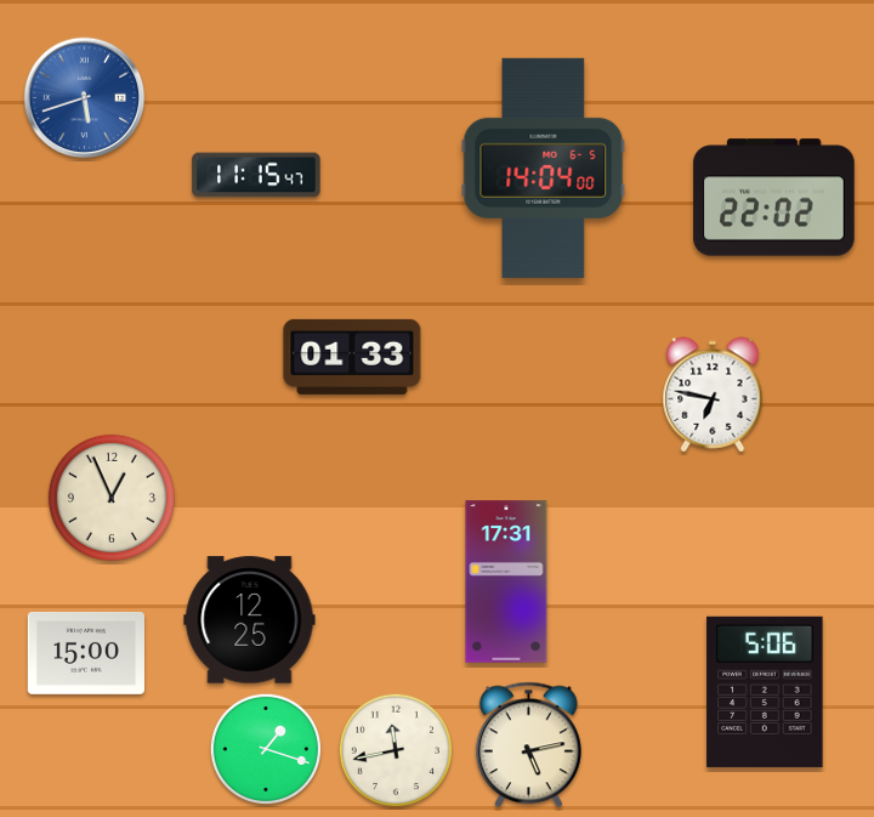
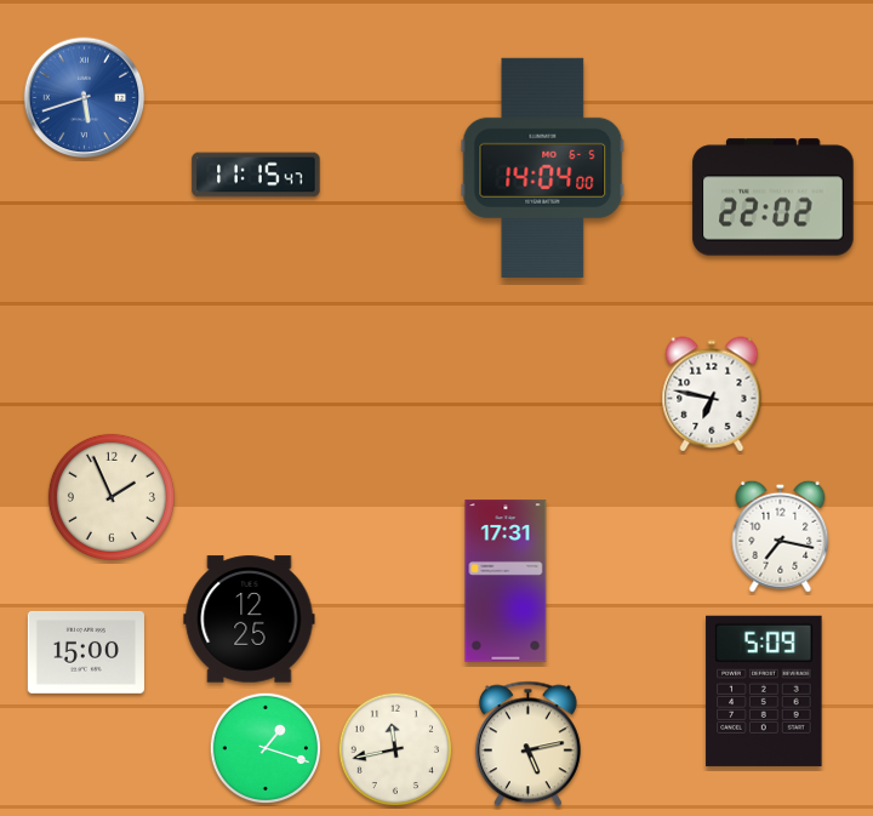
clock at (352, 357): 01:33 -> none
clock at (112, 498): 12:56 -> 1:56
clock at (781, 536): none -> 7:17
clock at (765, 692): 5:06 -> 5:09
